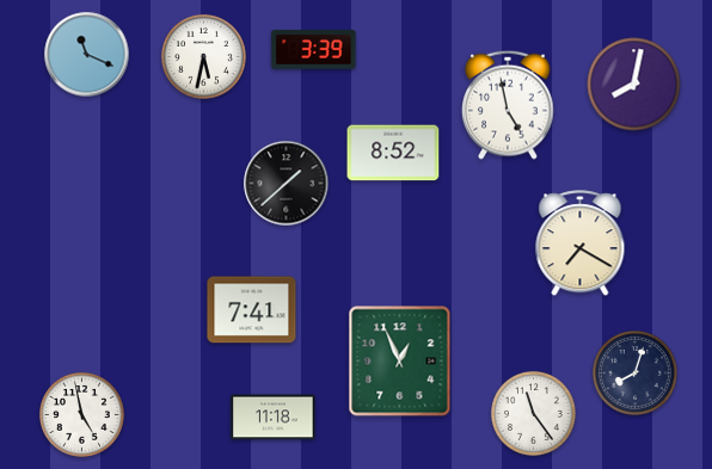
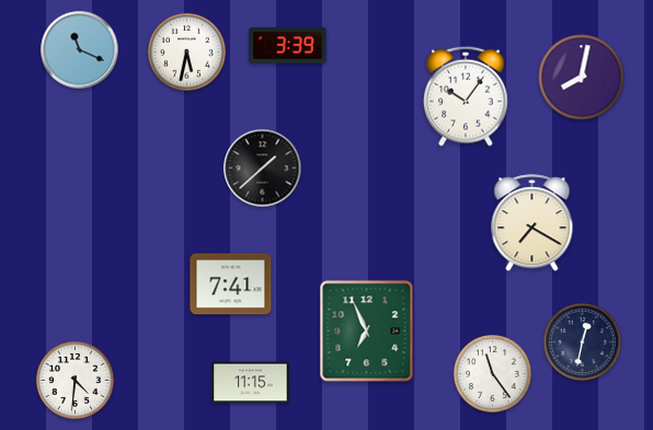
clock at (508, 105): 4:58 -> 10:06
clock at (393, 153): 8:52 -> none
clock at (400, 362): 12:56 -> 6:56
clock at (634, 372): 8:03 -> 12:32
clock at (533, 413) position: (533, 413) -> (492, 373)
clock at (81, 414): 4:58 -> 4:31
clock at (274, 418): 11:18 -> 11:15
